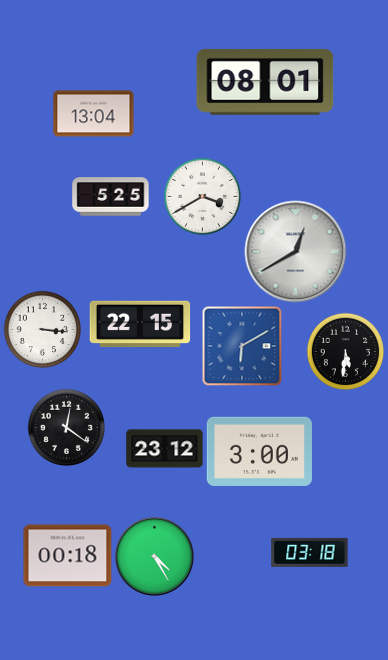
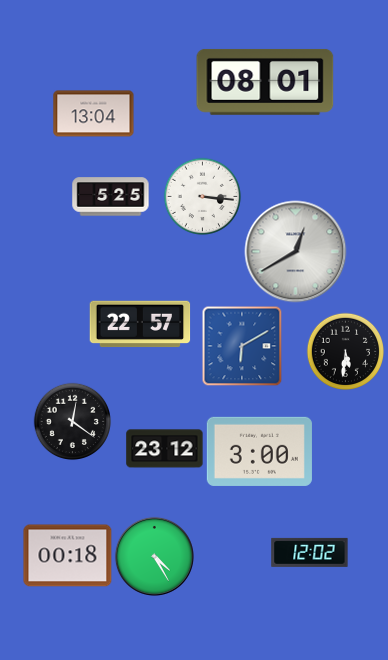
clock at (202, 196): 3:40 -> 3:16
clock at (140, 324): 22:15 -> 22:57
clock at (42, 329): 3:16 -> none
clock at (66, 427) position: (66, 427) -> (72, 421)
clock at (310, 552): 03:18 -> 12:02
